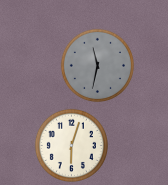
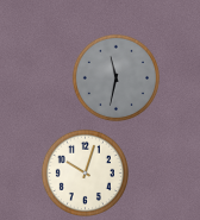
clock at (71, 145): 6:03 -> 10:03
